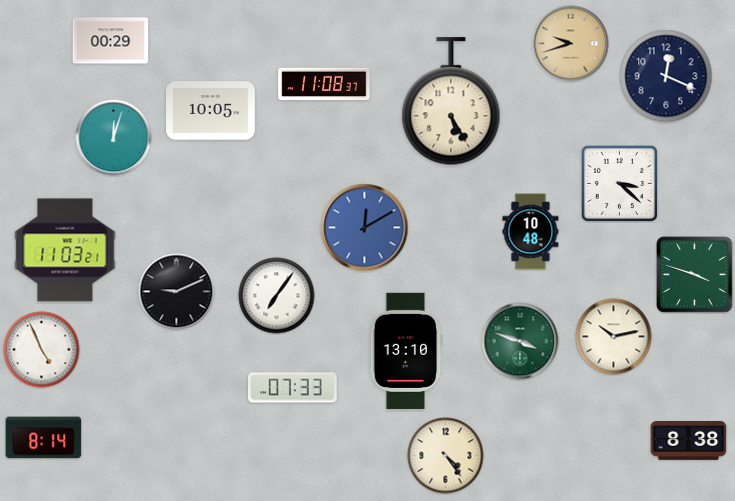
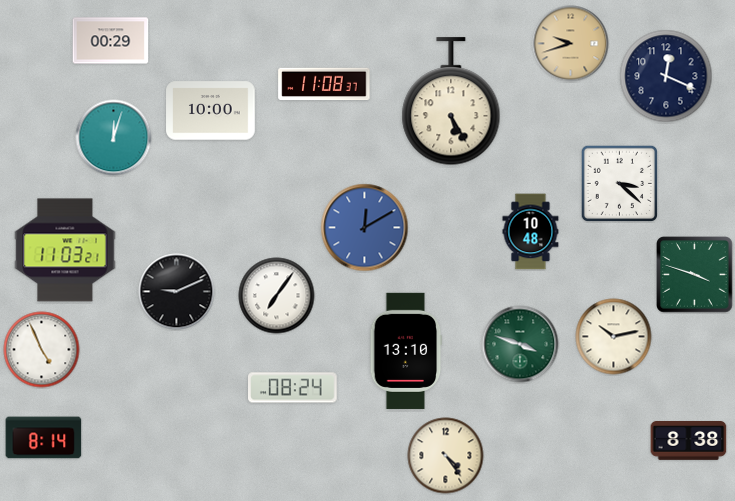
clock at (211, 111): 10:05 -> 10:00
clock at (520, 341) position: (520, 341) -> (520, 344)
clock at (293, 388): 07:33 -> 08:24
